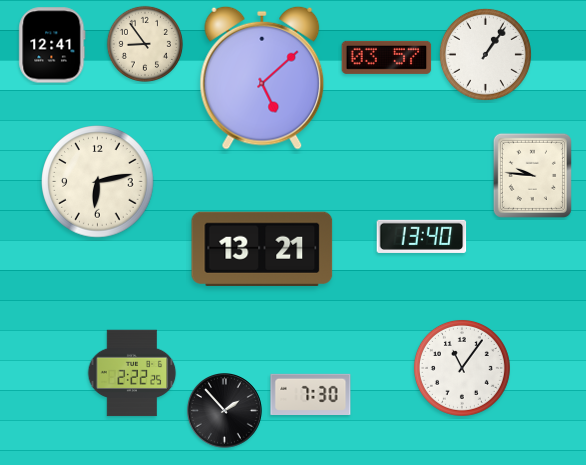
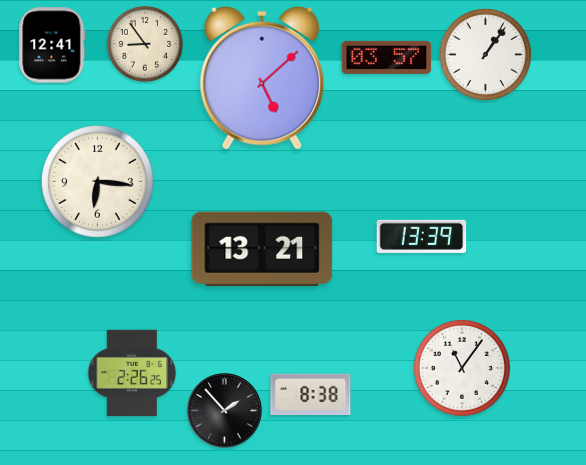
clock at (532, 175): 9:46 -> none
clock at (98, 182): 6:13 -> 6:16
clock at (422, 236): 13:40 -> 13:39
clock at (132, 373): 2:22 -> 2:26
clock at (311, 394): 7:30 -> 8:38
